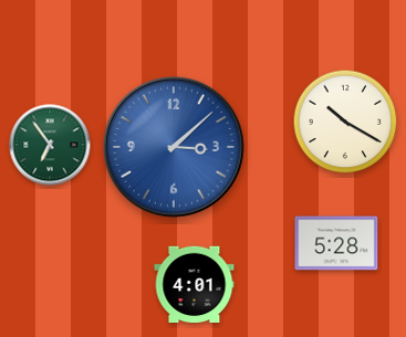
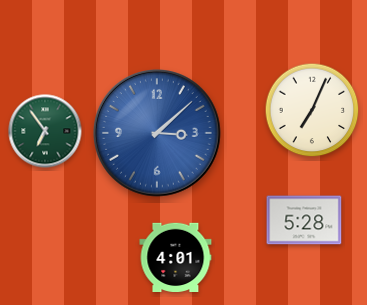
clock at (345, 122): 10:20 -> 7:04
